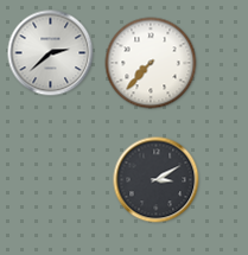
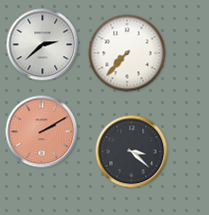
clock at (42, 132): none -> 2:10
clock at (157, 180): 3:10 -> 3:22
